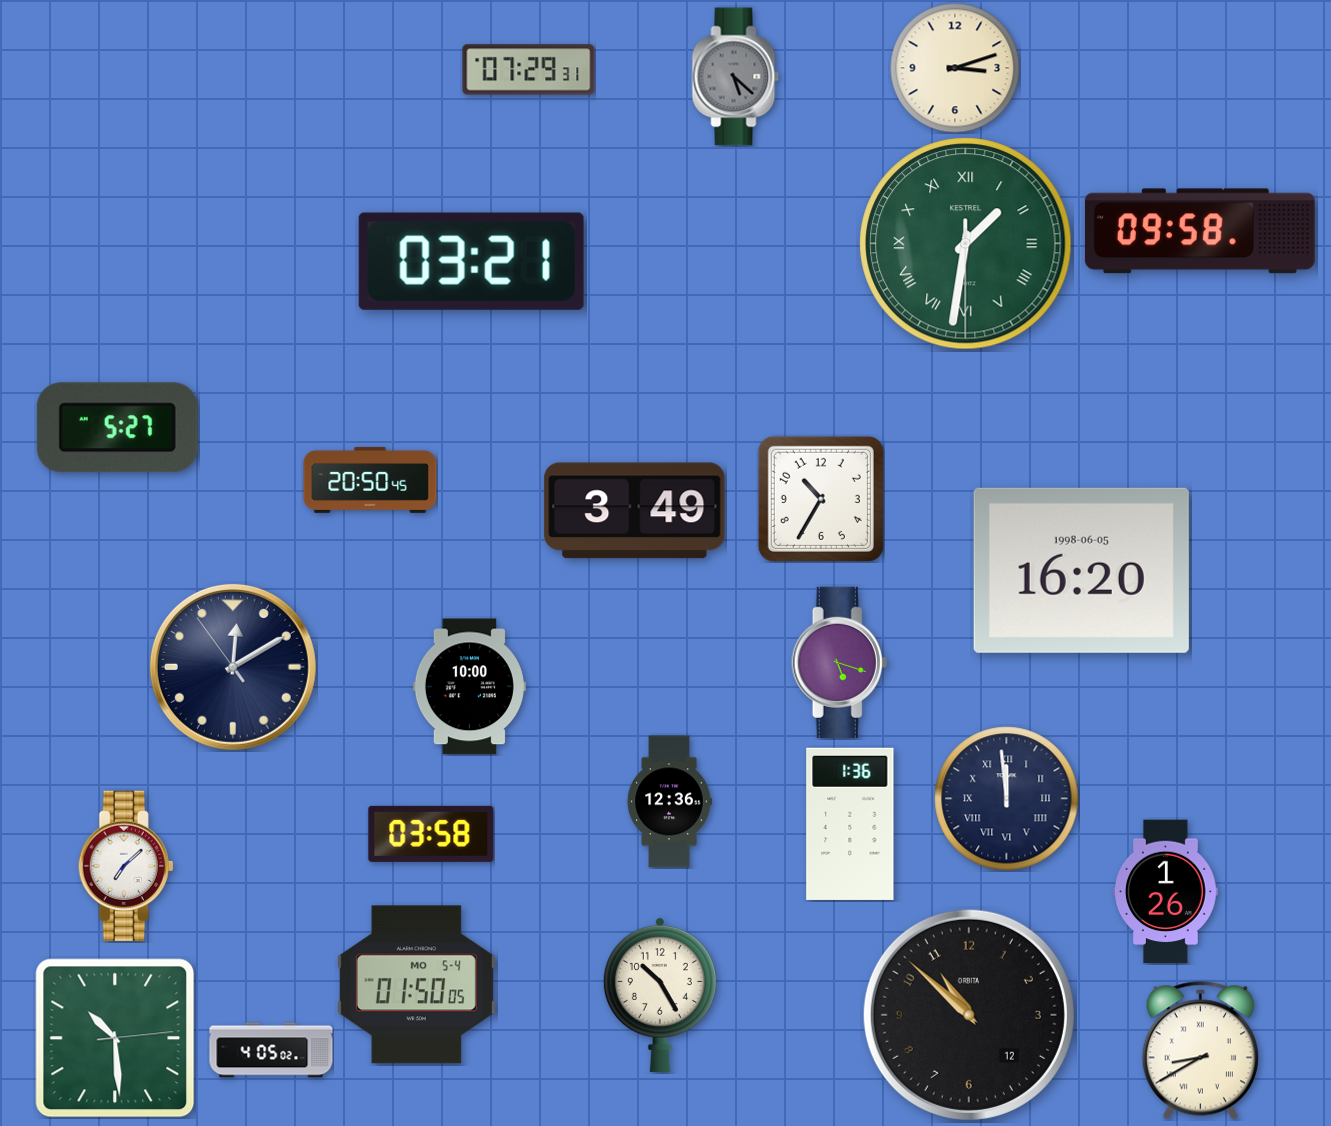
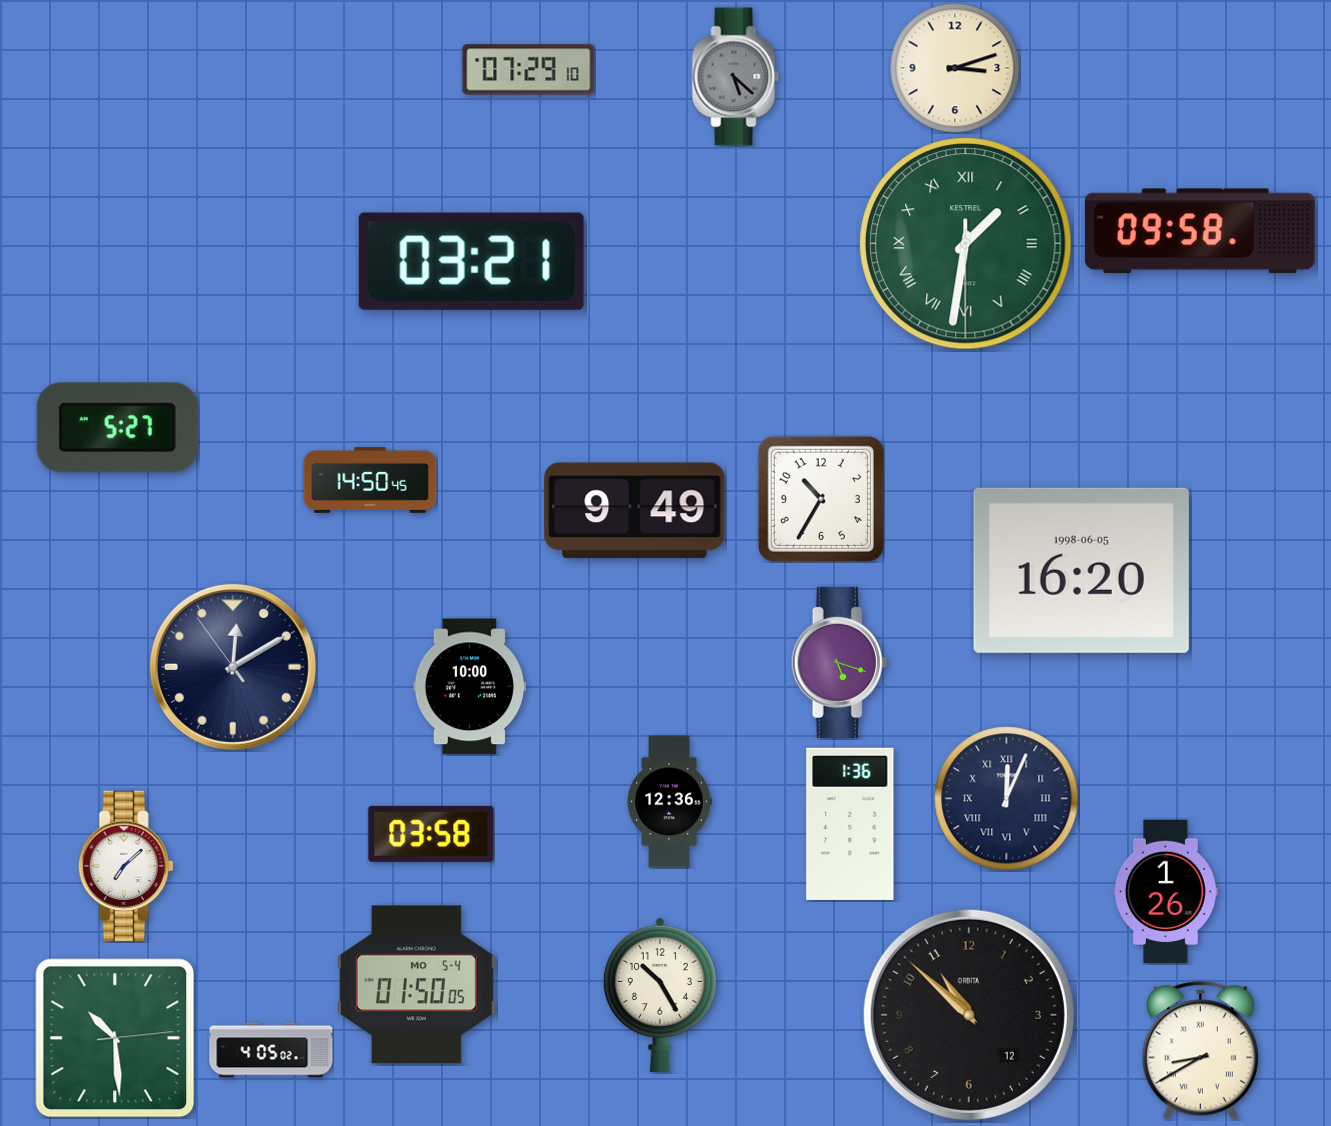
clock at (529, 70): 07:29:31 -> 07:29:10
clock at (370, 480): 20:50 -> 14:50
clock at (635, 511): 3:49 -> 9:49
clock at (1007, 799): 11:59 -> 12:04
